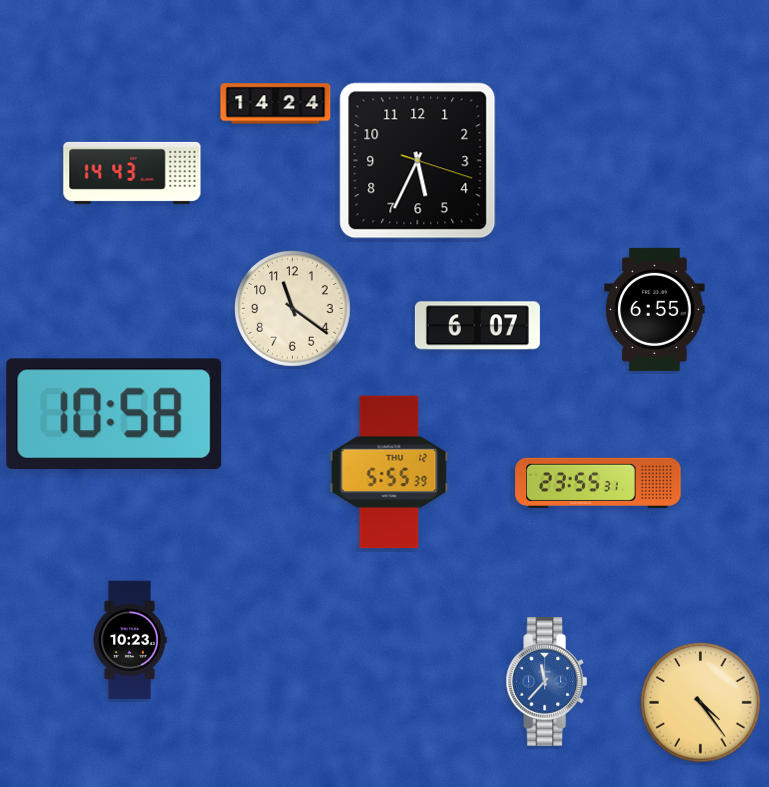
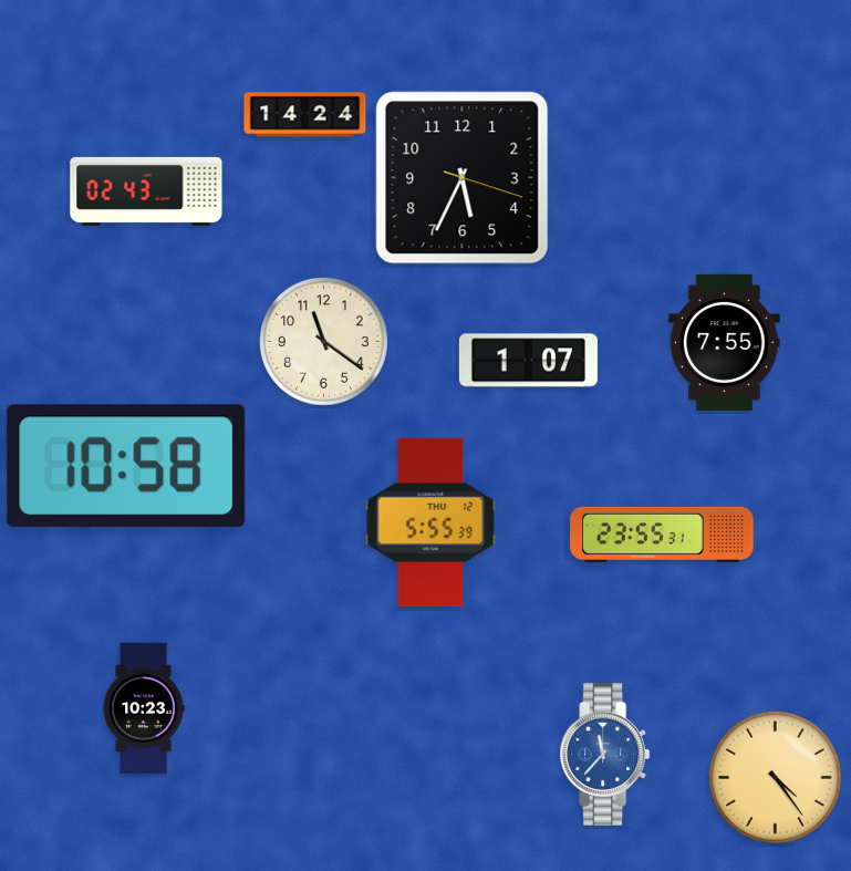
clock at (132, 173): 14:43 -> 02:43
clock at (655, 309): 6:55 -> 7:55
clock at (477, 326): 6:07 -> 1:07
clock at (114, 414) position: (114, 414) -> (126, 466)
